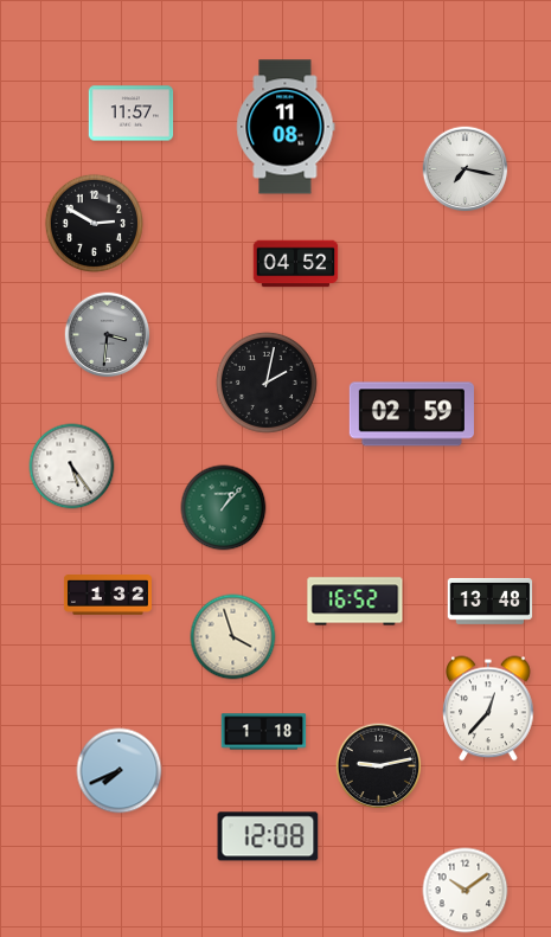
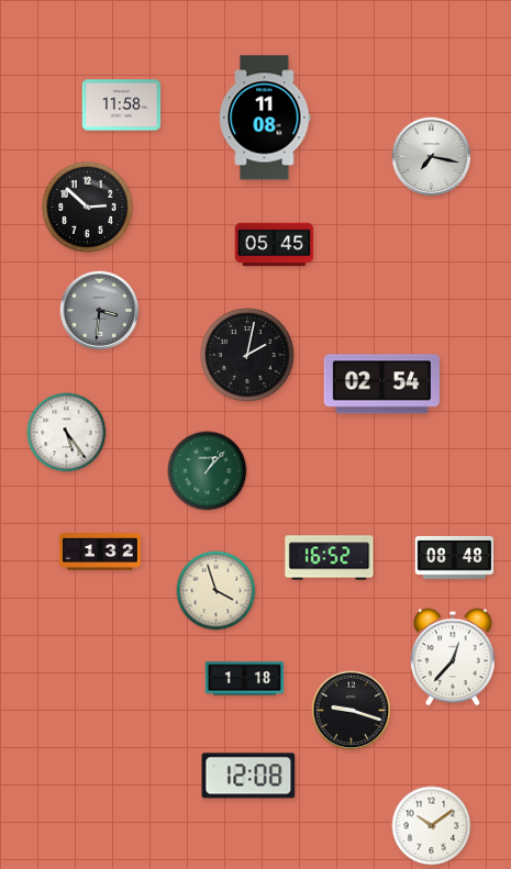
clock at (132, 114): 11:57 -> 11:58
clock at (94, 223): 2:50 -> 2:52
clock at (296, 264): 04:52 -> 05:45
clock at (411, 415): 02:59 -> 02:54
clock at (491, 601): 13:48 -> 08:48
clock at (379, 766): 9:13 -> 9:18
clock at (120, 771): 7:41 -> none
